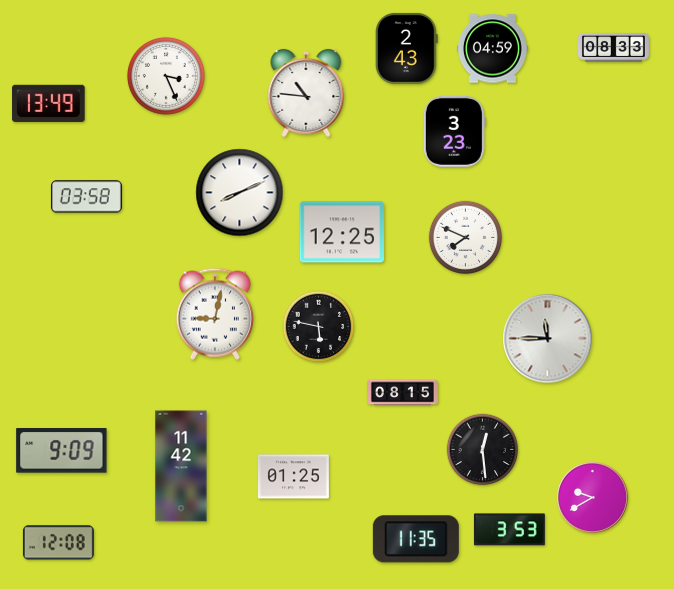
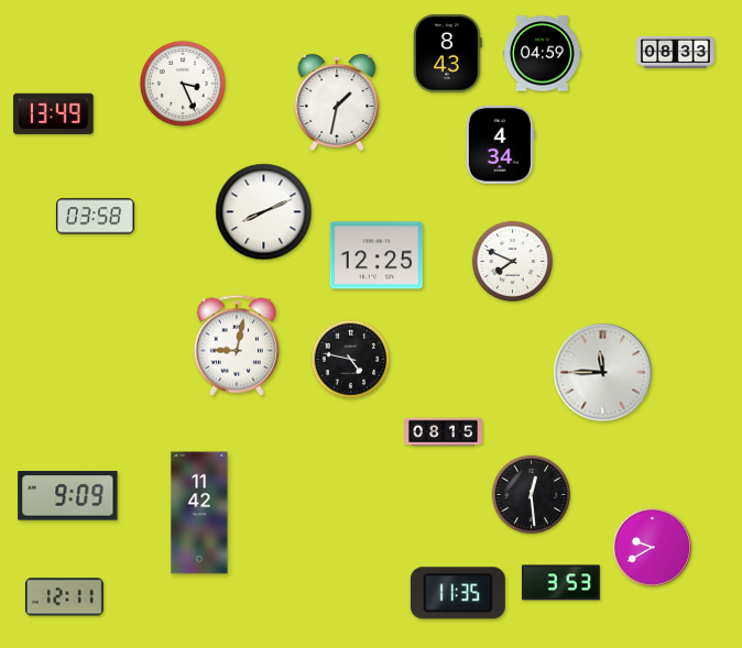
clock at (406, 48): 2:43 -> 8:43
clock at (306, 93): 10:46 -> 1:32
clock at (454, 131): 3:23 -> 4:34
clock at (319, 327): 5:47 -> 4:47
clock at (293, 477): 01:25 -> none
clock at (58, 543): 12:08 -> 12:11
